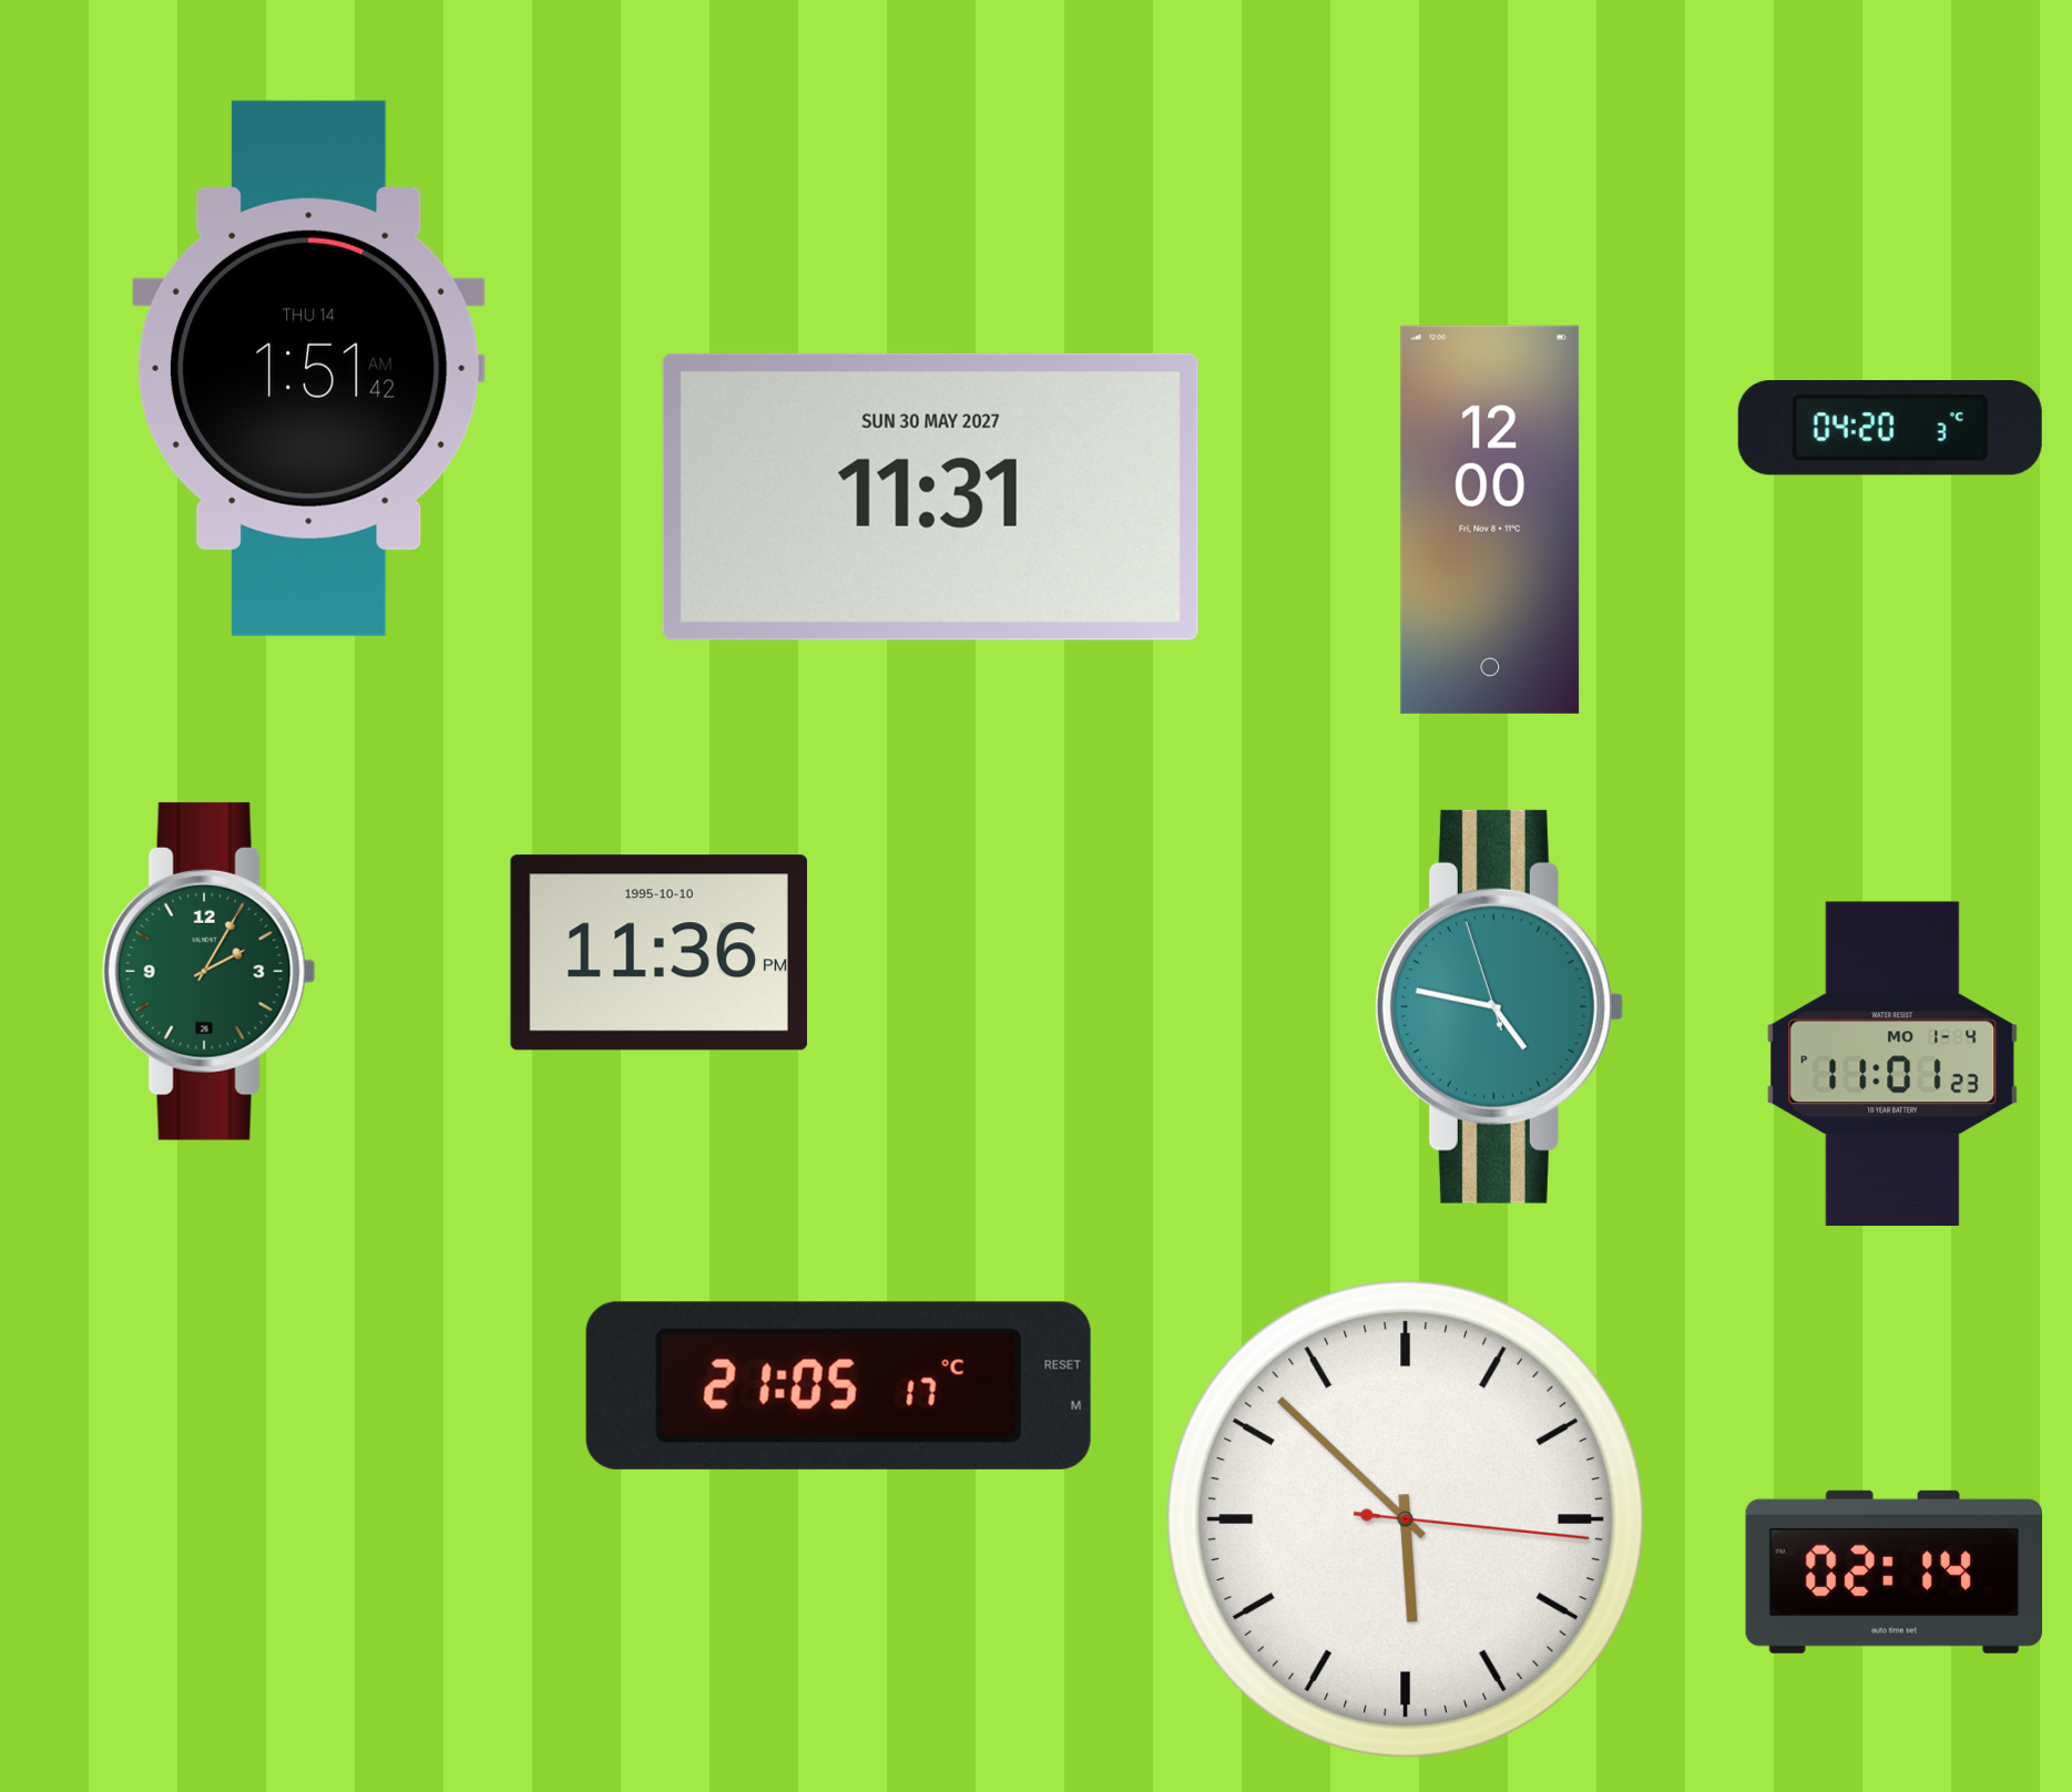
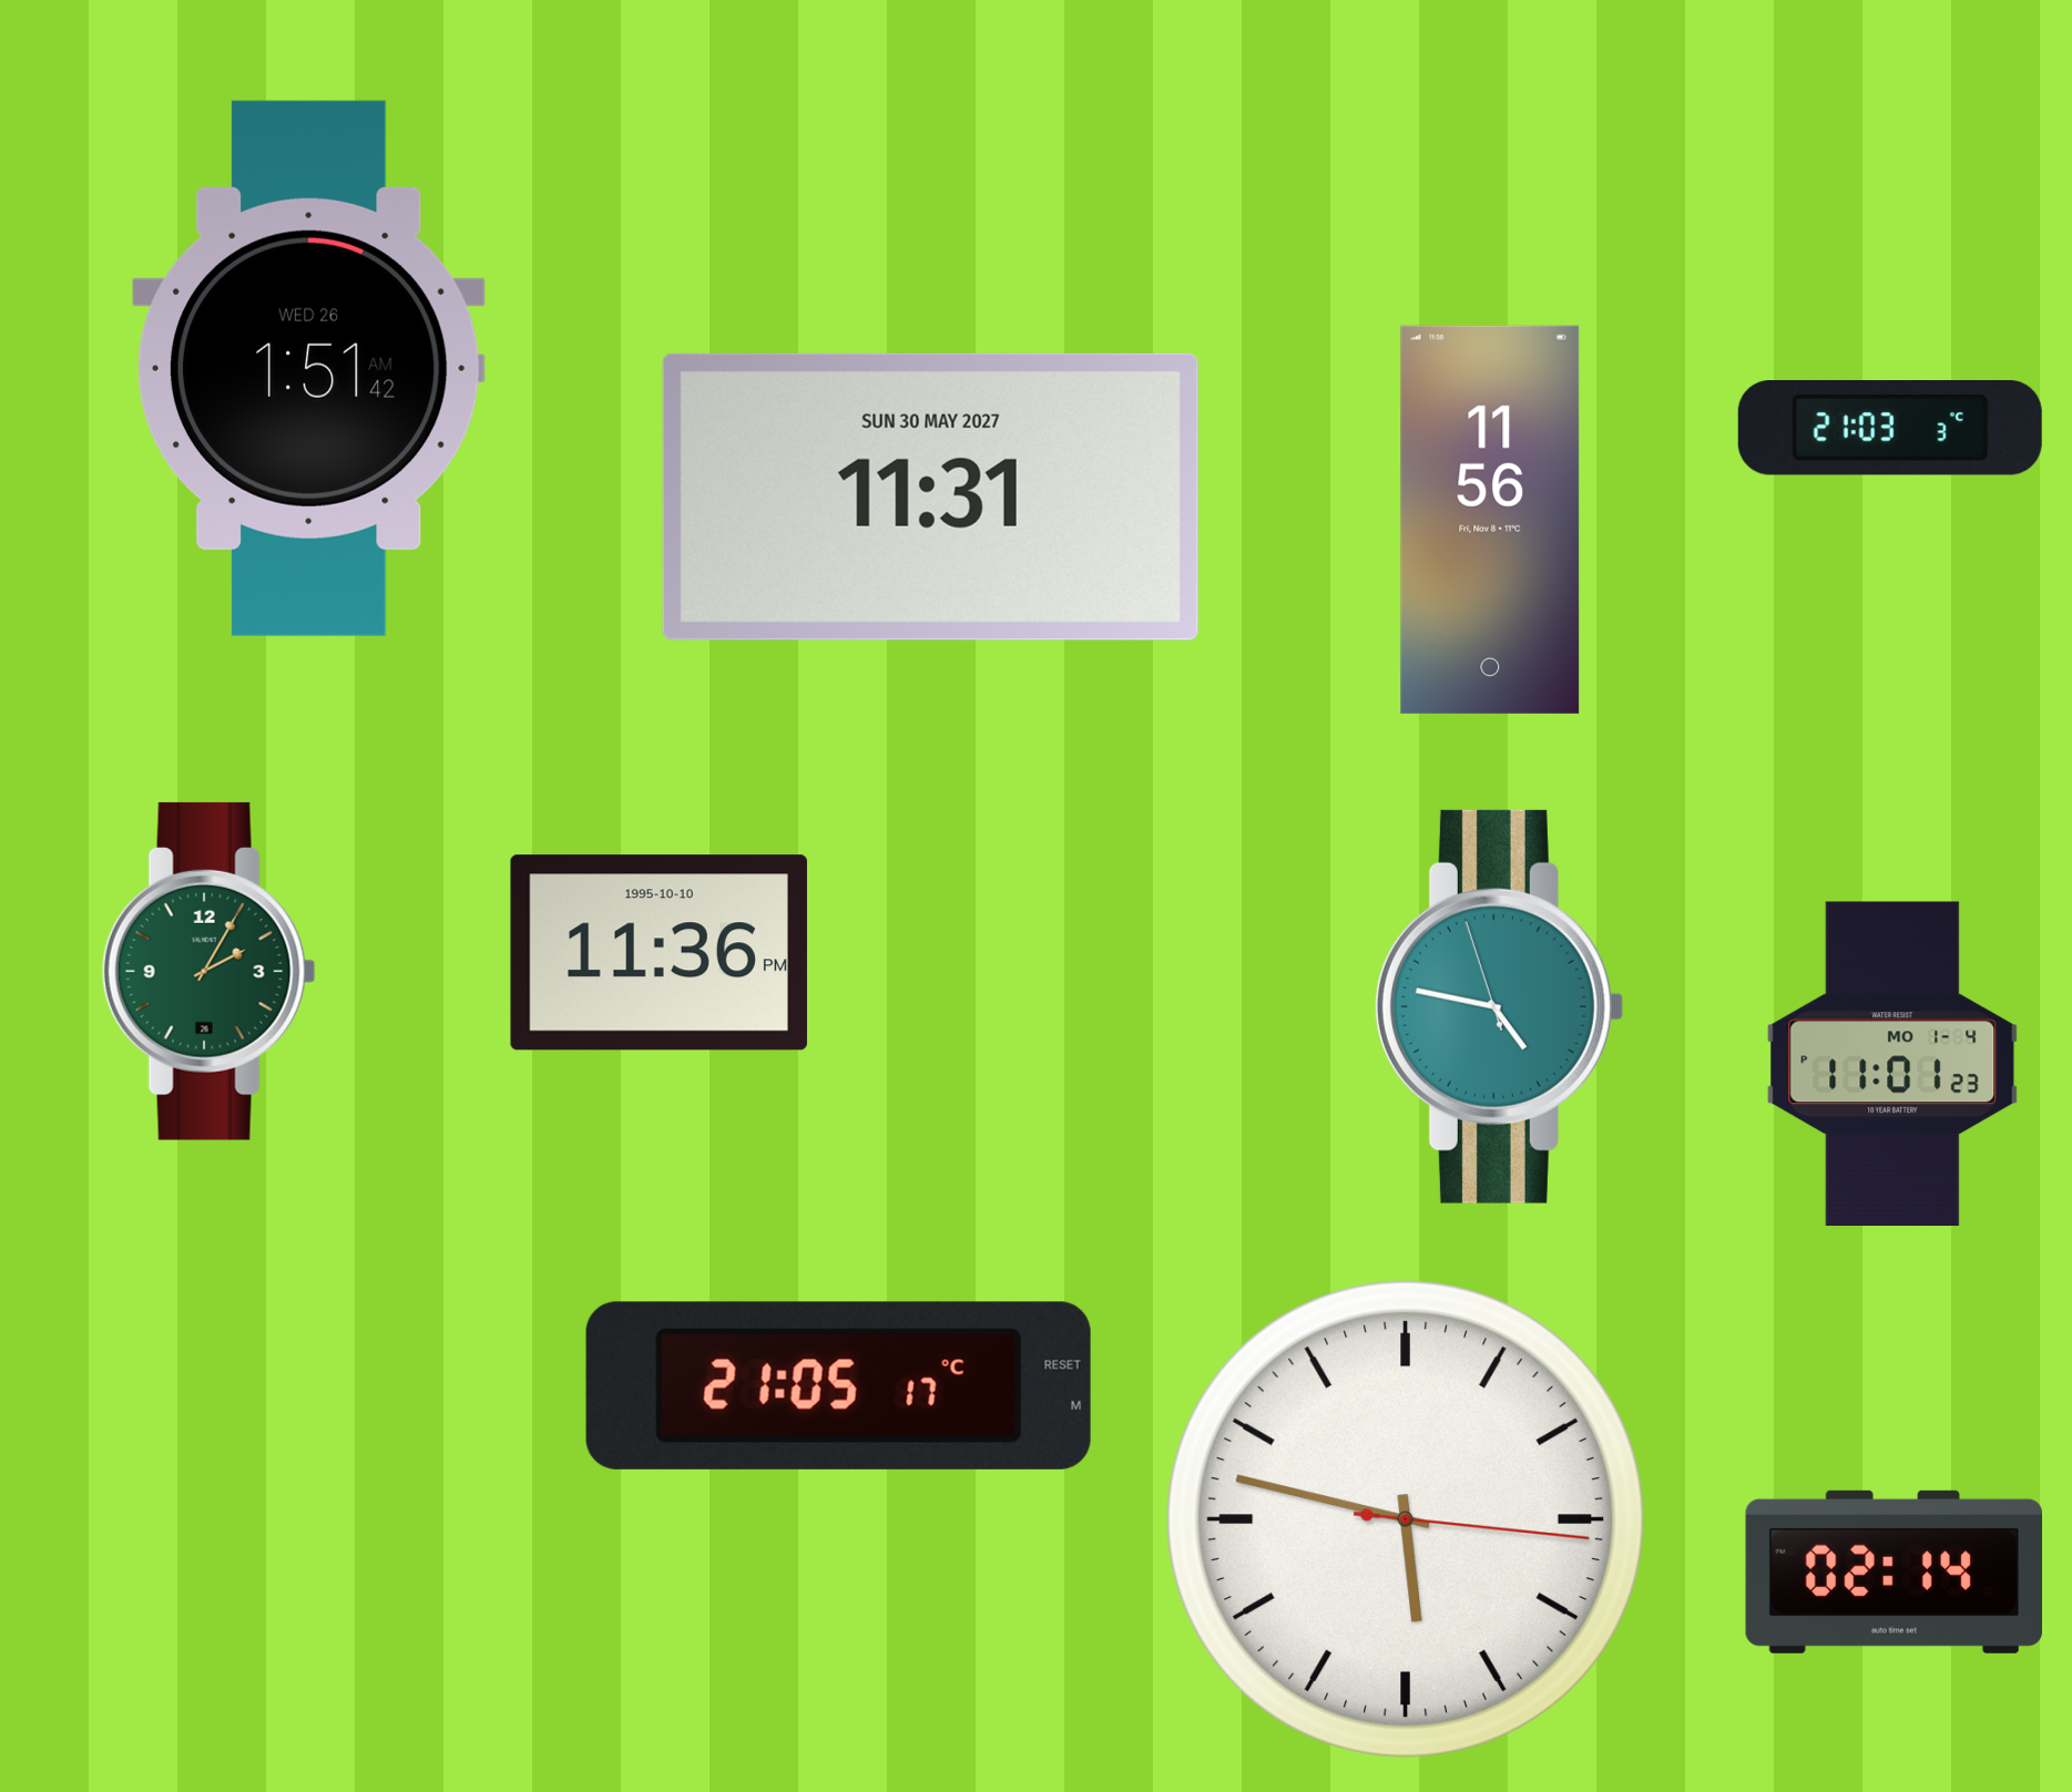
clock at (308, 368) date: THU 14 -> WED 26
clock at (1890, 429): 04:20 -> 21:03
clock at (1490, 520): 12:00 -> 11:56
clock at (1406, 1519): 5:52 -> 5:47
